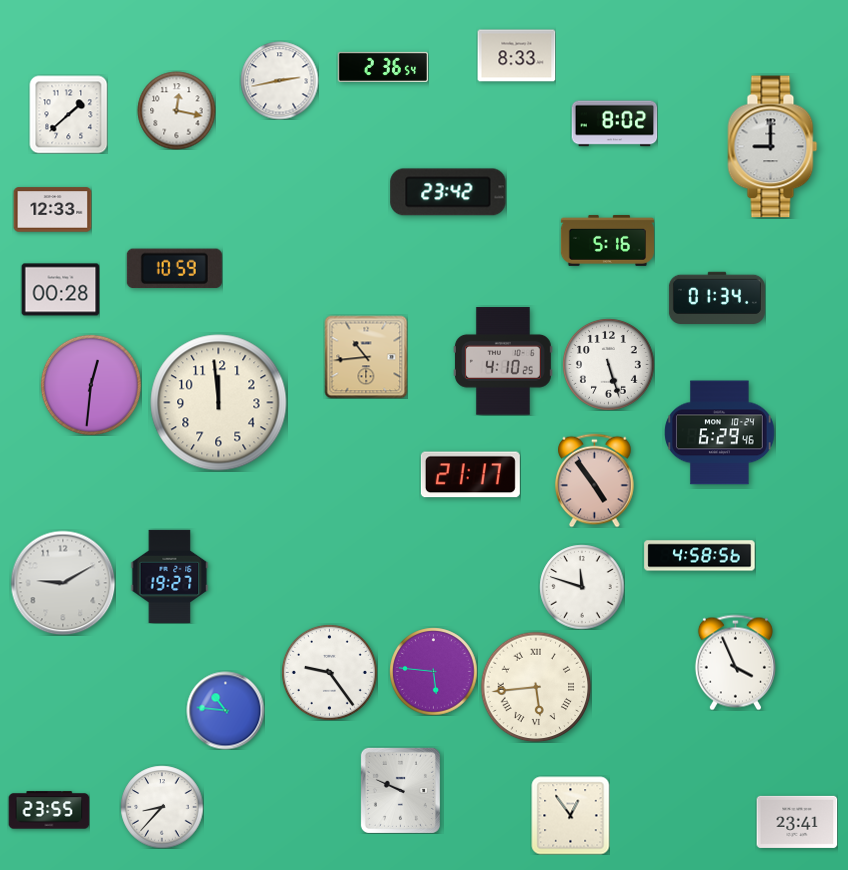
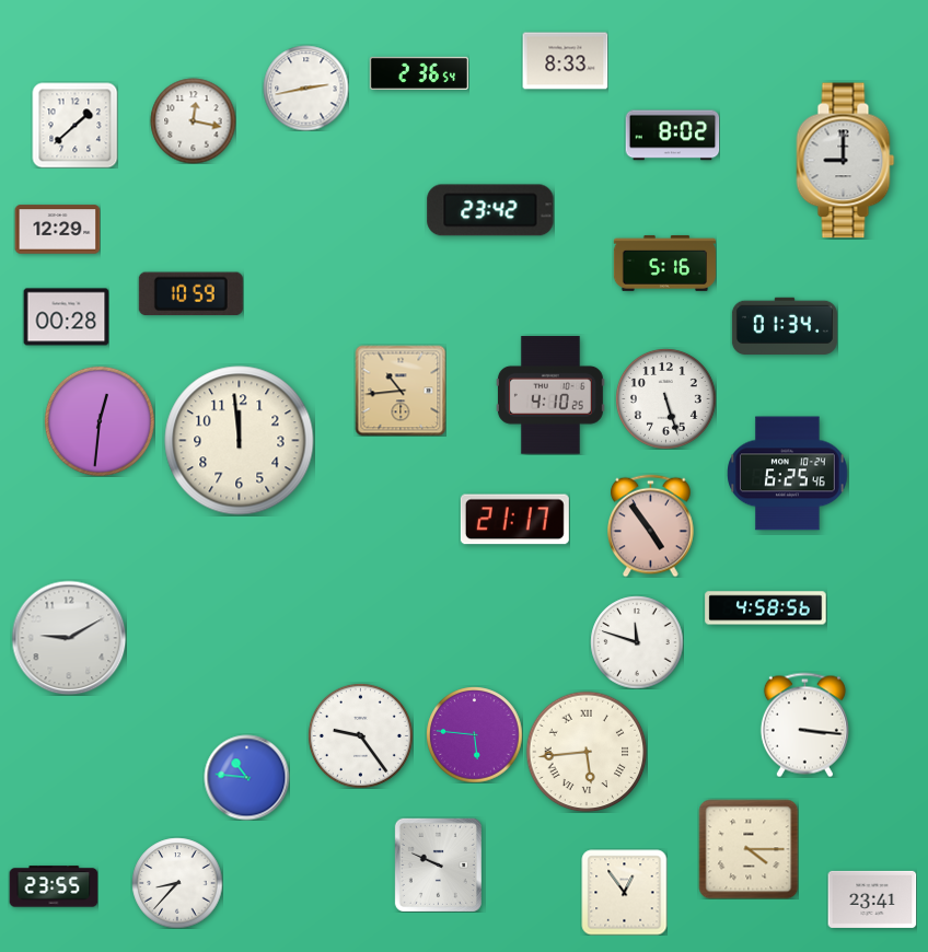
clock at (52, 210): 12:33 -> 12:29
clock at (720, 433): 6:29 -> 6:25
clock at (170, 576): 19:27 -> none
clock at (735, 662): 3:56 -> 3:16
clock at (749, 849): none -> 4:15
